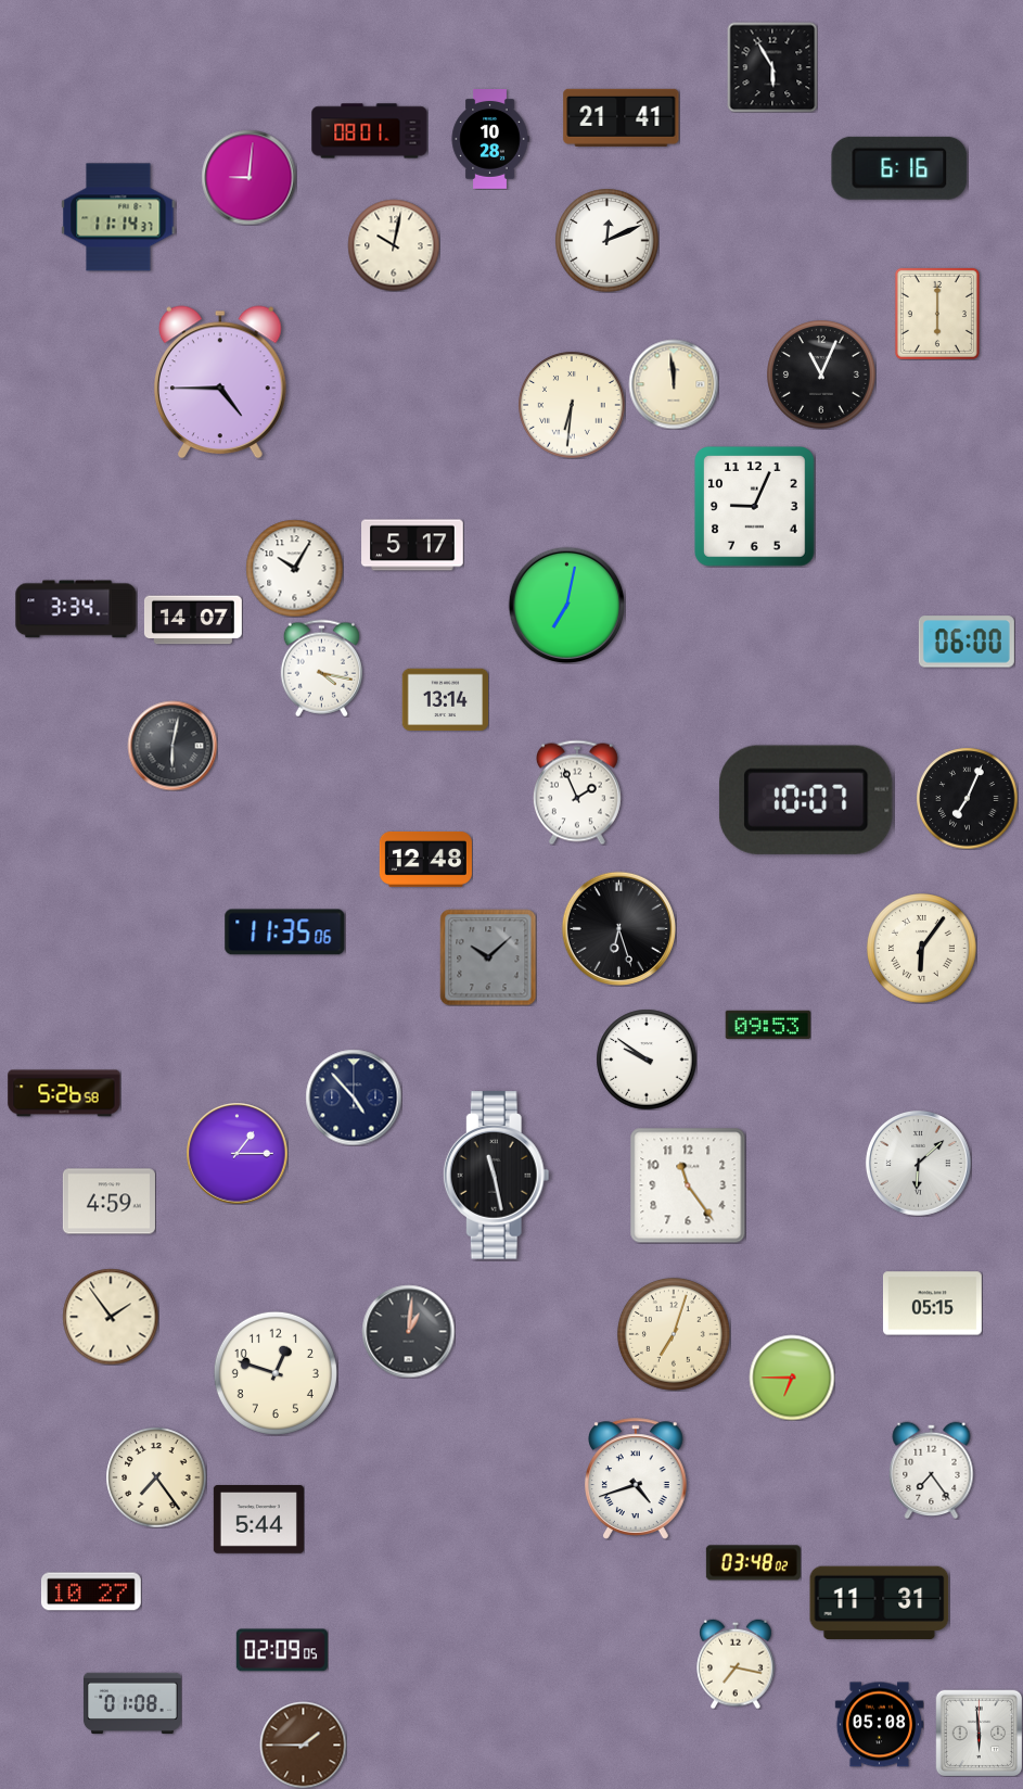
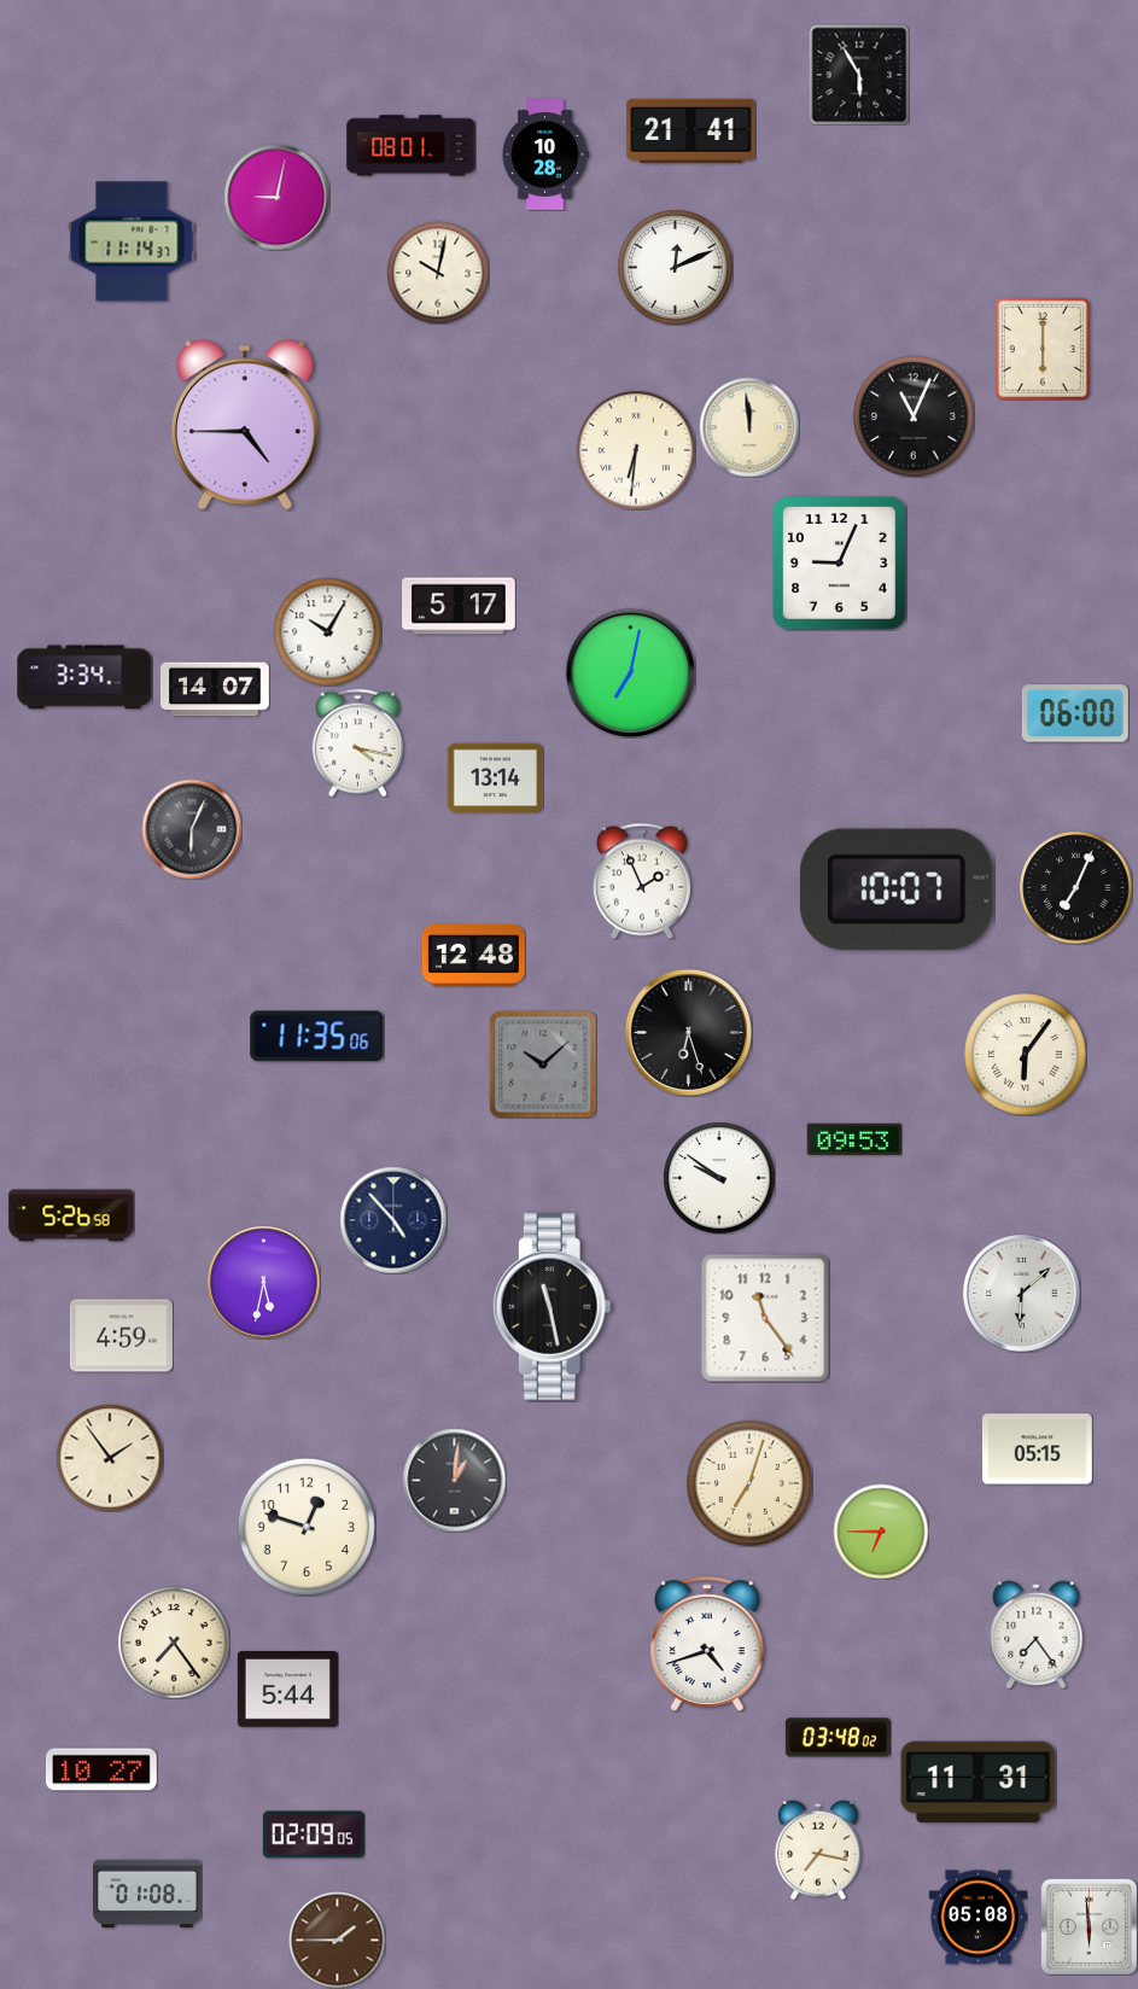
clock at (899, 168): 6:16 -> none
clock at (248, 177): 9:01 -> 9:02
clock at (172, 746): 6:02 -> 6:04
clock at (236, 1153): 1:15 -> 5:32
clock at (111, 1317) position: (111, 1317) -> (110, 1458)
